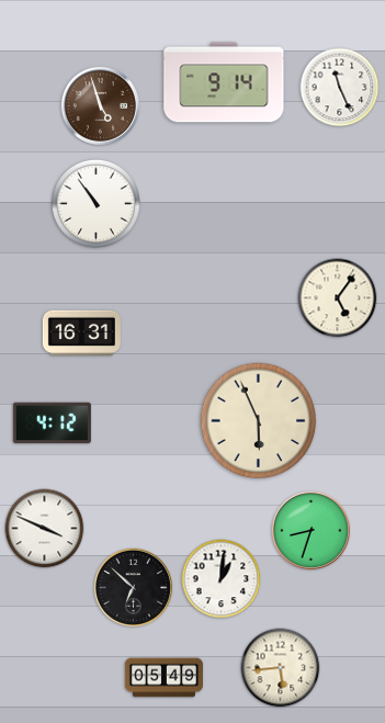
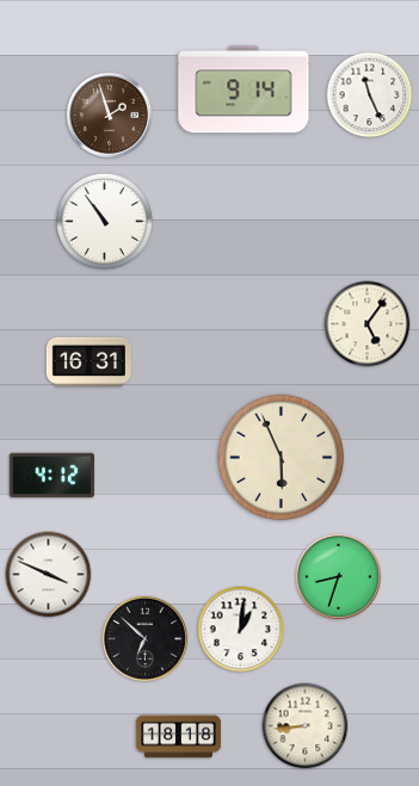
clock at (100, 105): 4:57 -> 1:57
clock at (52, 423) position: (52, 423) -> (51, 476)
clock at (281, 668): 5:44 -> 8:44
clock at (163, 678): 05:49 -> 18:18
